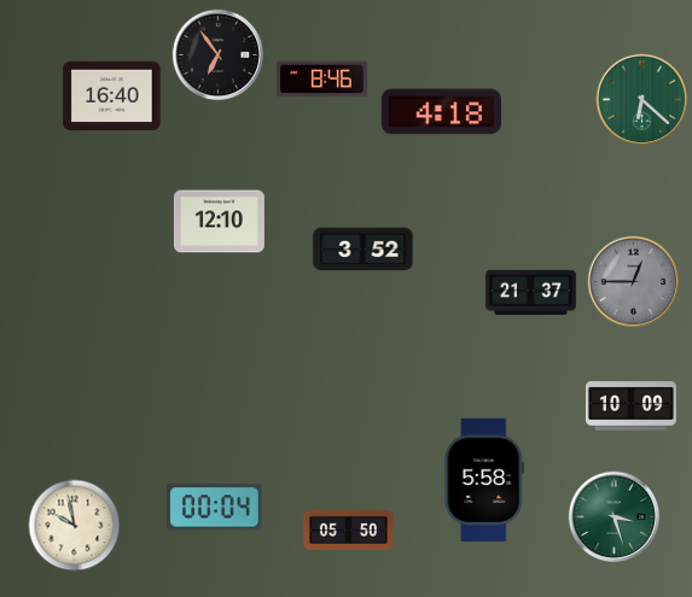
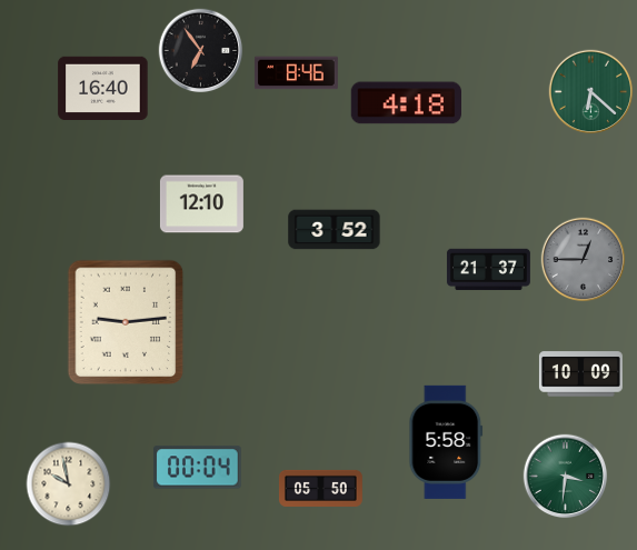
clock at (126, 322): none -> 9:14
clock at (615, 517): 3:27 -> 3:31
